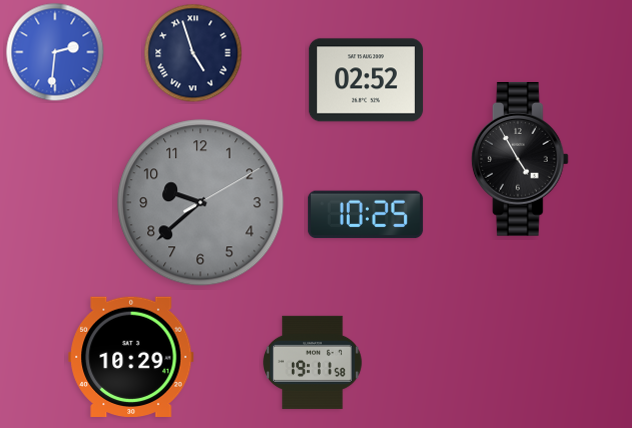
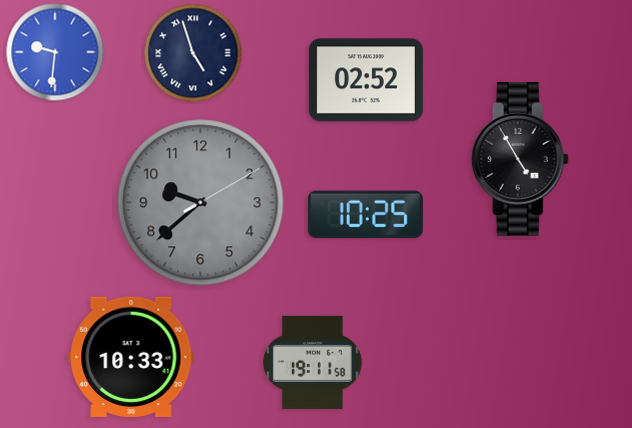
clock at (55, 52): 2:31 -> 9:31
clock at (131, 357): 10:29 -> 10:33
